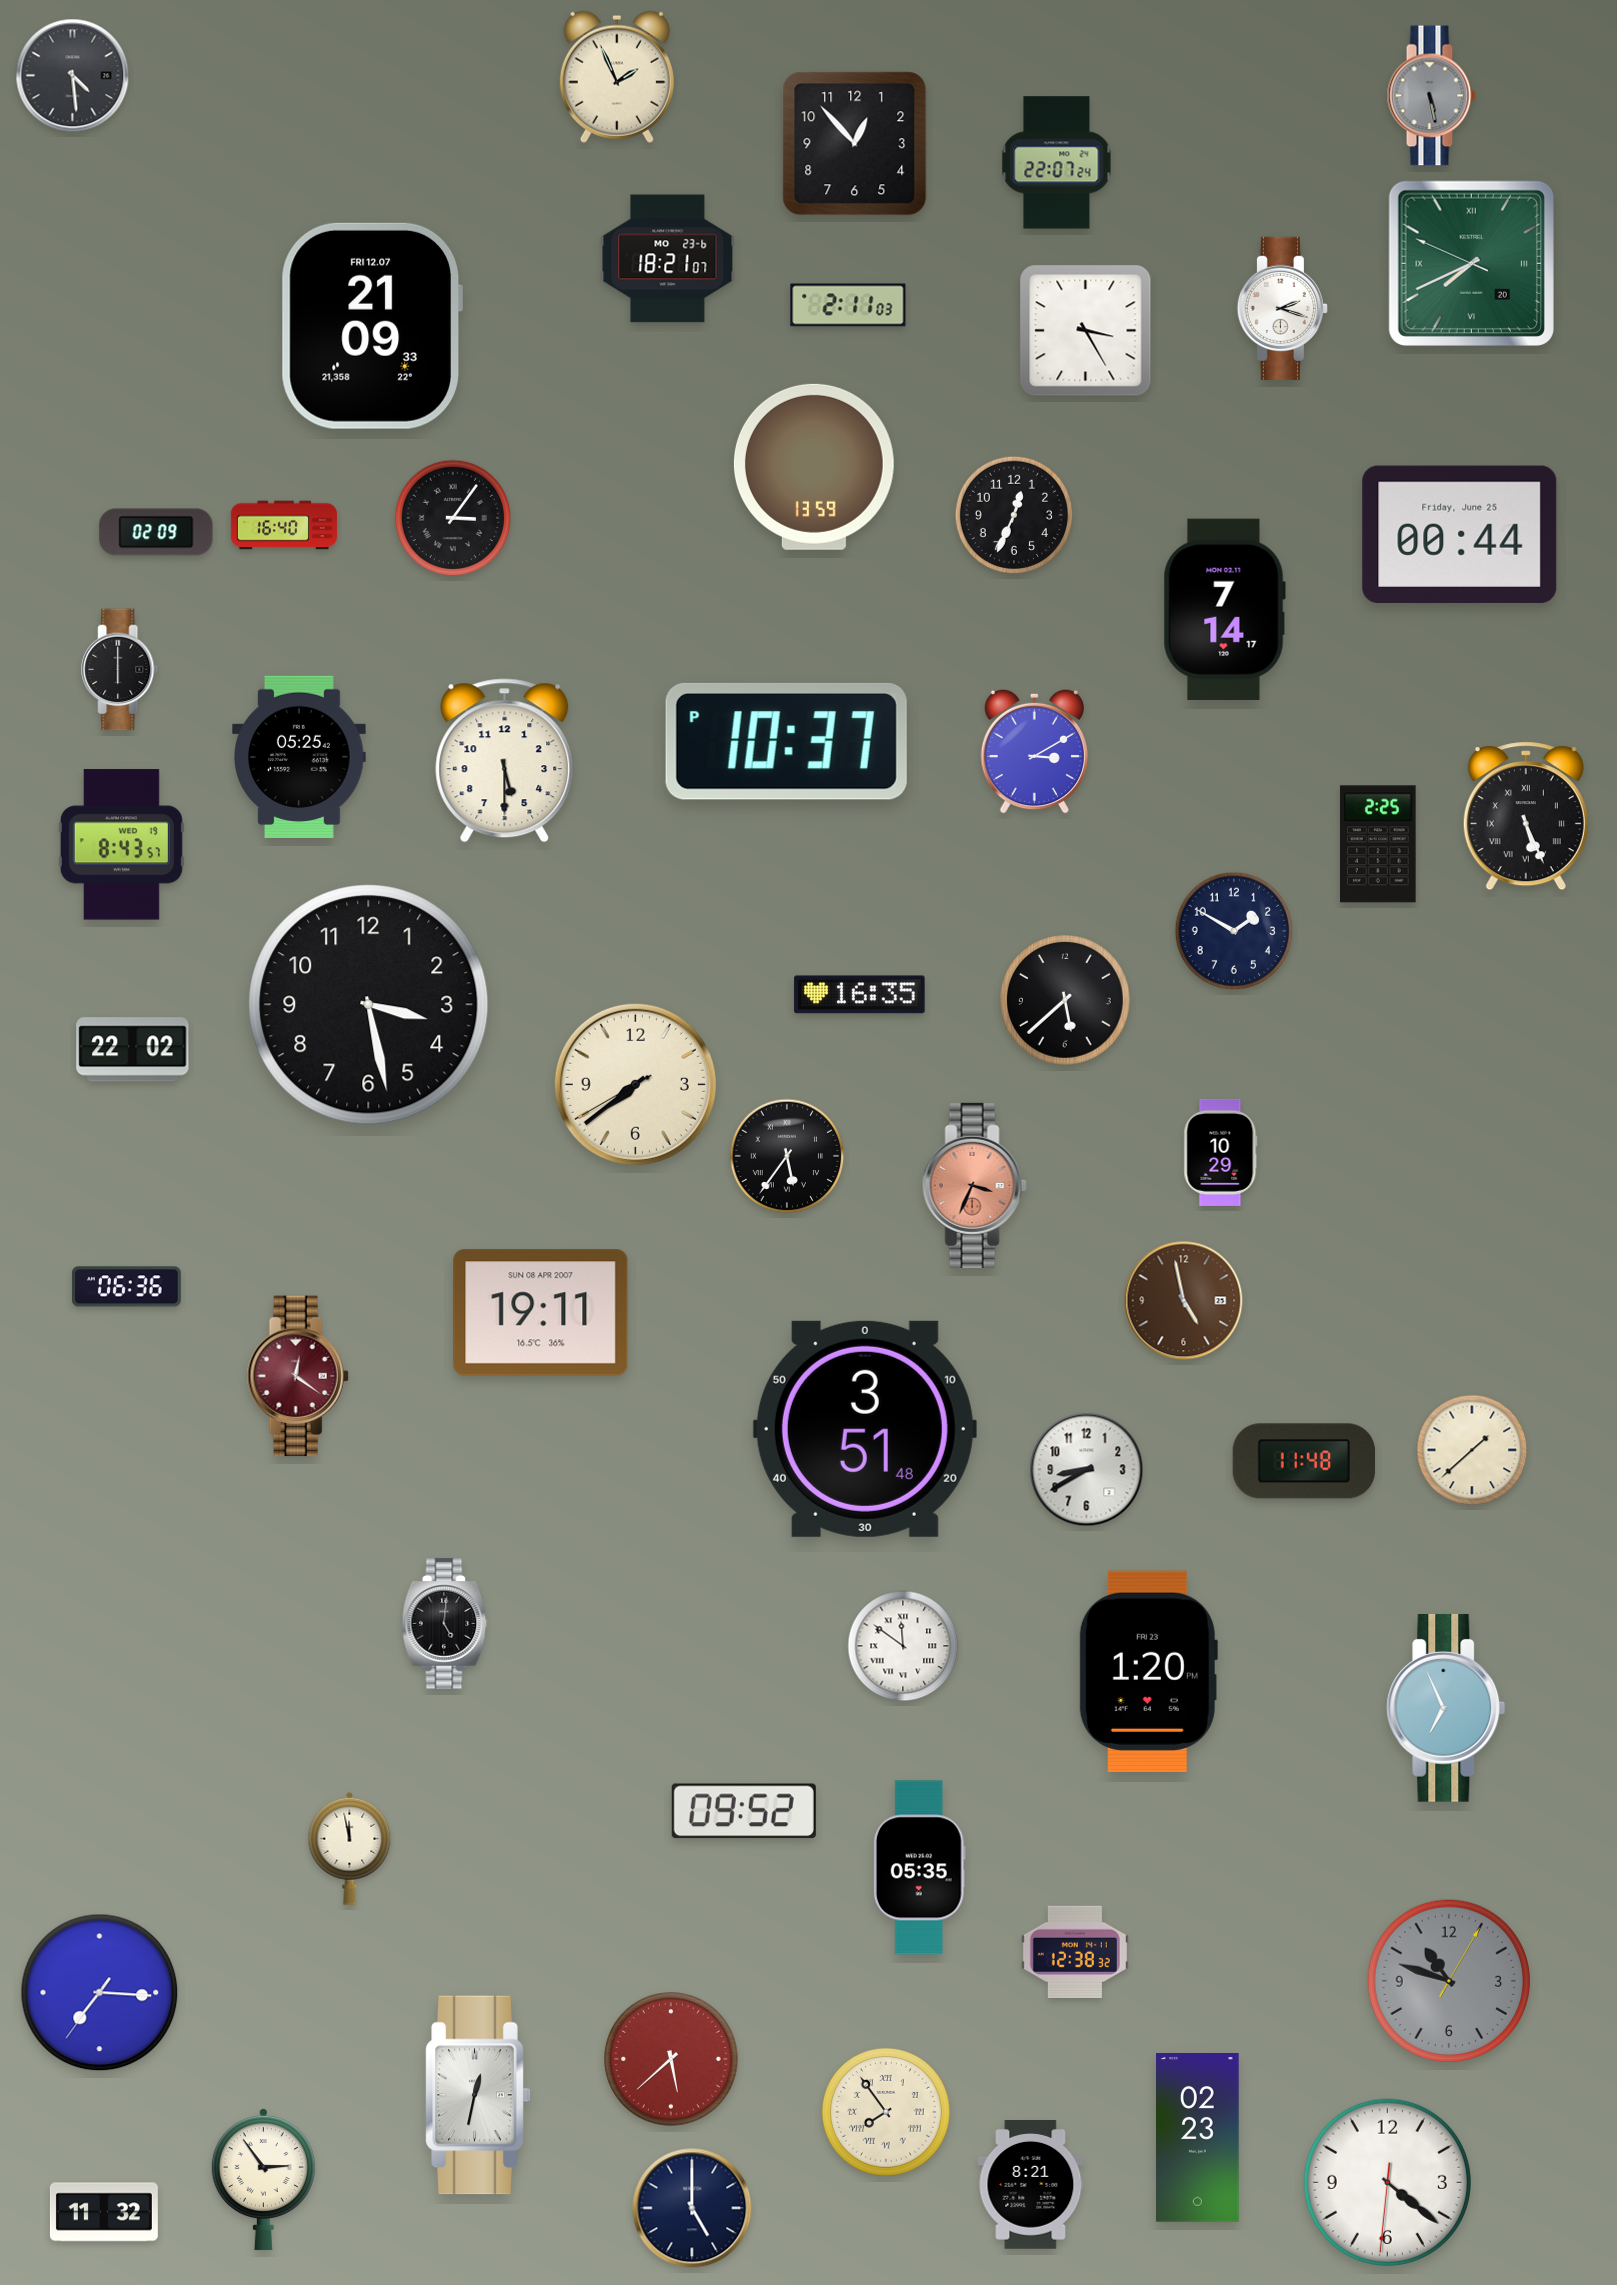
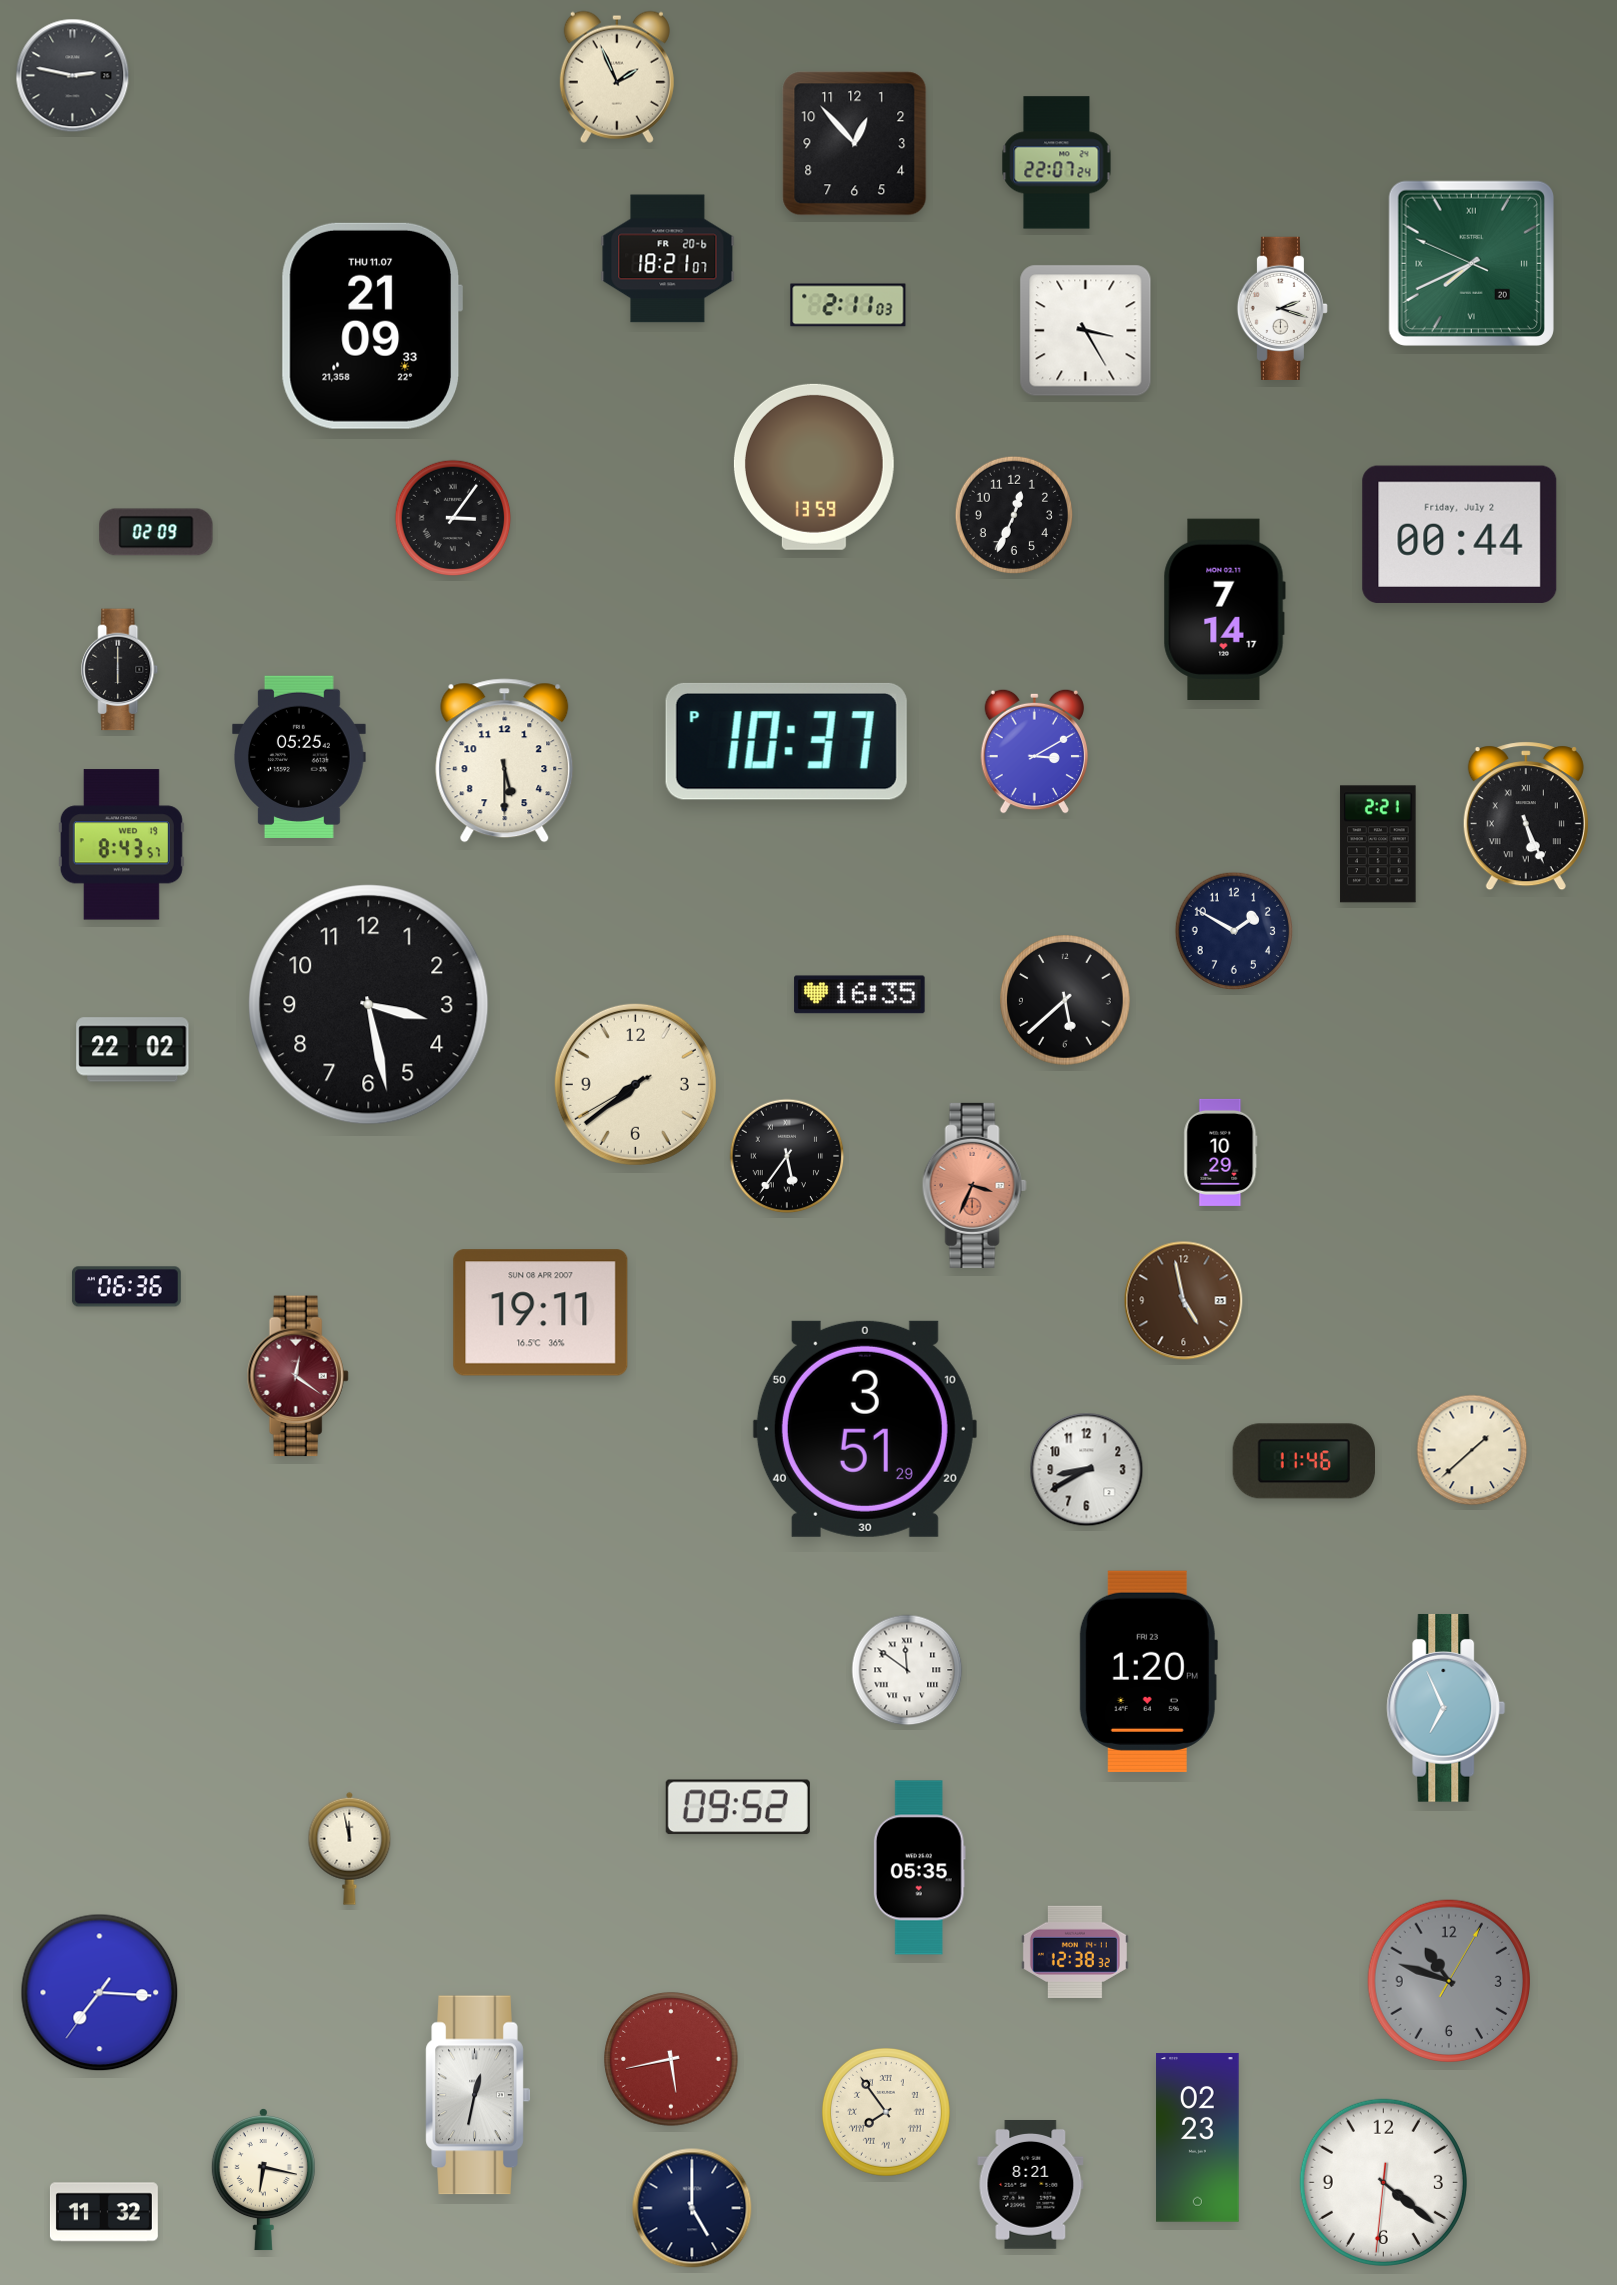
clock at (73, 76): 4:29 -> 2:47
clock at (1431, 96): 5:28 -> none
clock at (668, 259) date: MO 23-6 -> FR 20-6
clock at (372, 326) date: FRI 12.07 -> THU 11.07
clock at (284, 525): 16:40 -> none
clock at (1460, 534) date: Friday, June 25 -> Friday, July 2
clock at (1378, 844): 2:25 -> 2:21
clock at (865, 1429): 3:51:48 -> 3:51:29
clock at (1303, 1461): 11:48 -> 11:46
clock at (445, 1624): 5:01 -> none
clock at (903, 1646) position: (903, 1646) -> (907, 1670)
clock at (744, 1811) position: (744, 1811) -> (738, 1807)
clock at (671, 2059): 5:38 -> 5:43
clock at (263, 2179): 2:54 -> 6:17
clock at (1387, 2182) position: (1387, 2182) -> (1383, 2182)
